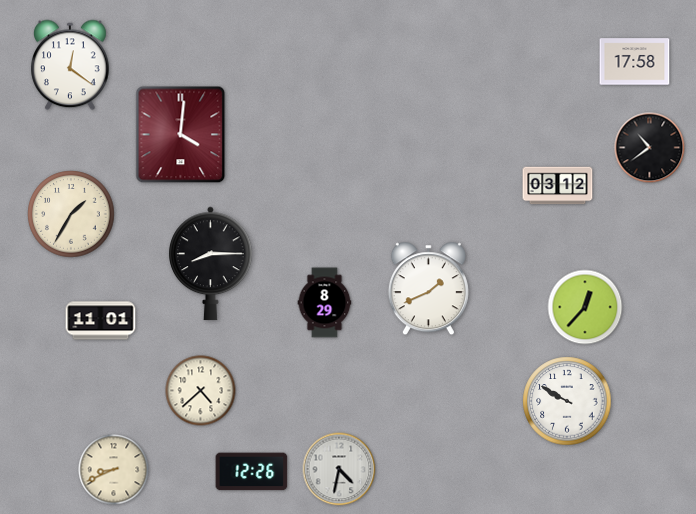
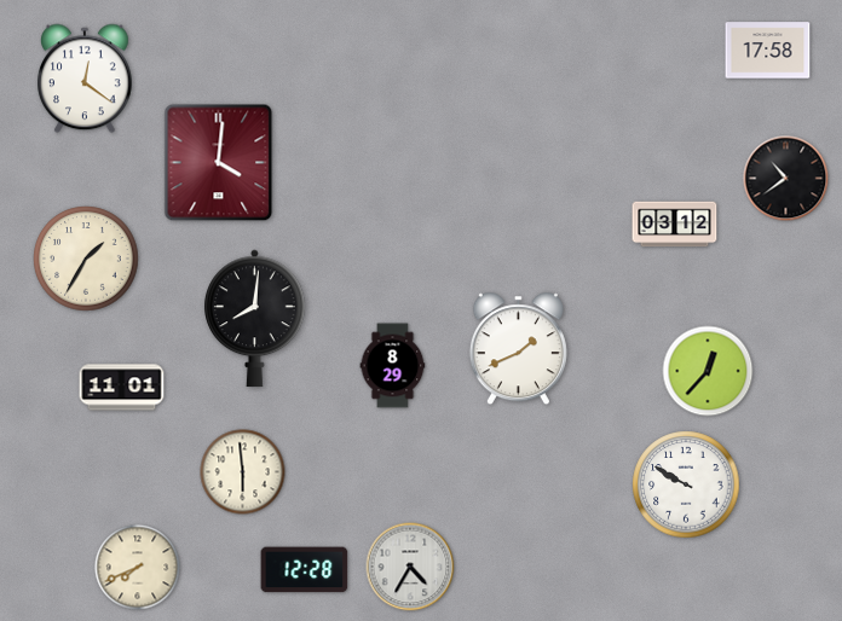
clock at (635, 62) position: (635, 62) -> (768, 51)
clock at (211, 264): 8:15 -> 8:01
clock at (201, 391): 4:38 -> 5:59
clock at (339, 469): 4:32 -> 4:35
clock at (114, 470): 8:41 -> 7:41
clock at (252, 472): 12:26 -> 12:28
